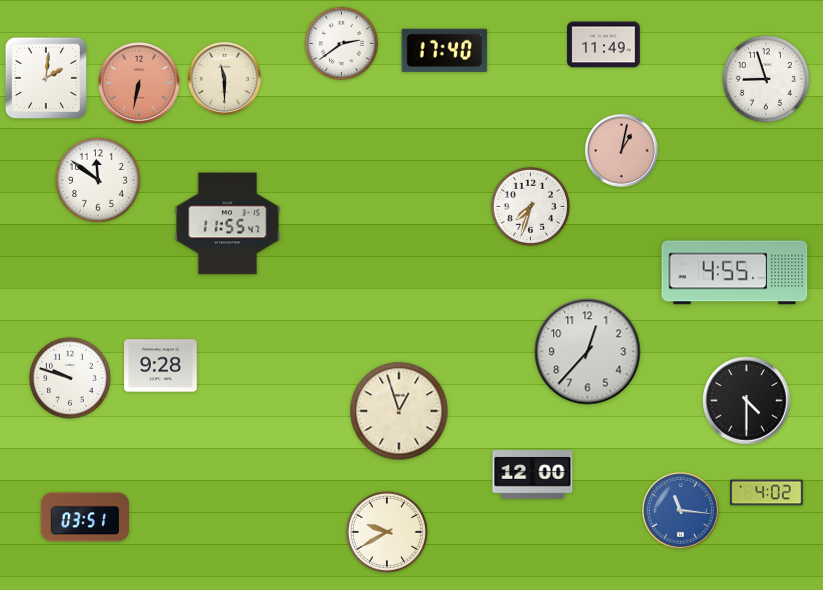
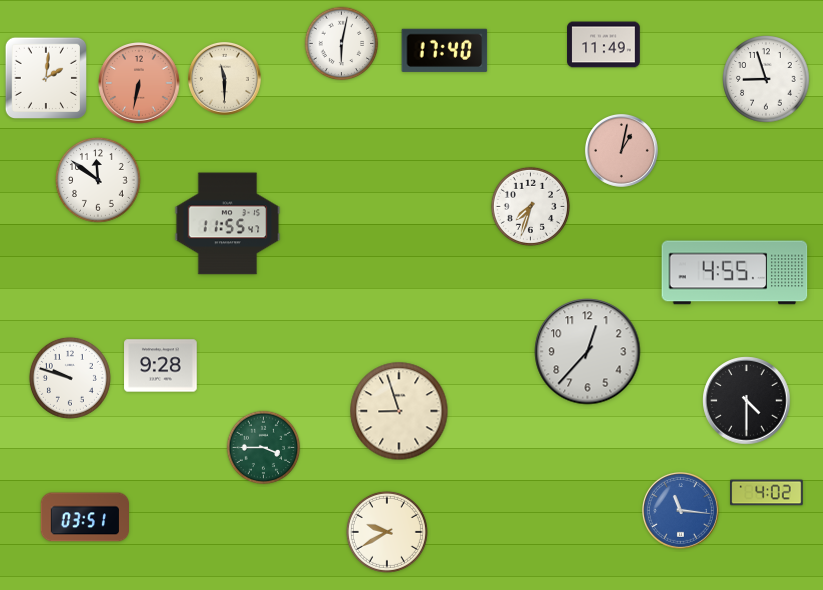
clock at (342, 44): 2:39 -> 6:02
clock at (399, 411): 12:57 -> 8:57
clock at (264, 448): none -> 3:45
clock at (533, 475): 12:00 -> none
